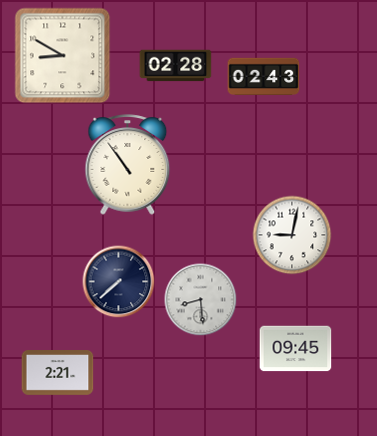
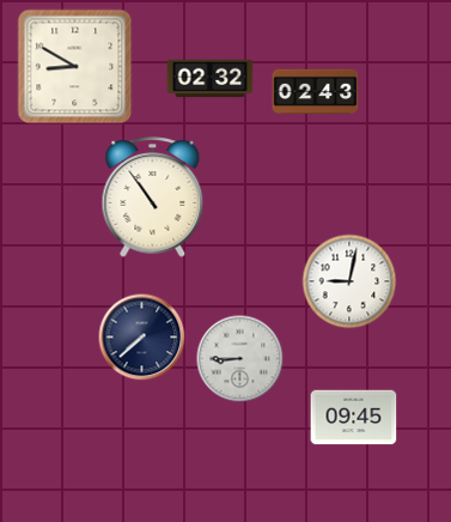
clock at (176, 66): 02:28 -> 02:32
clock at (201, 300): 8:29 -> 8:45
clock at (58, 373): 2:21 -> none
